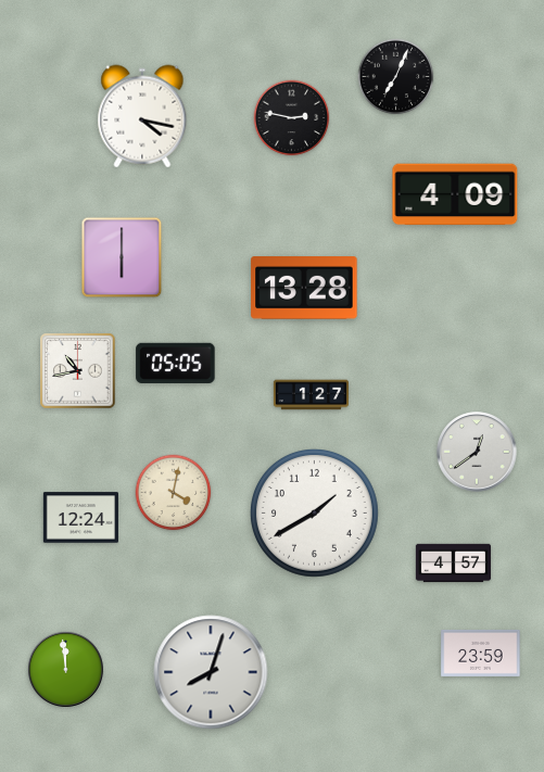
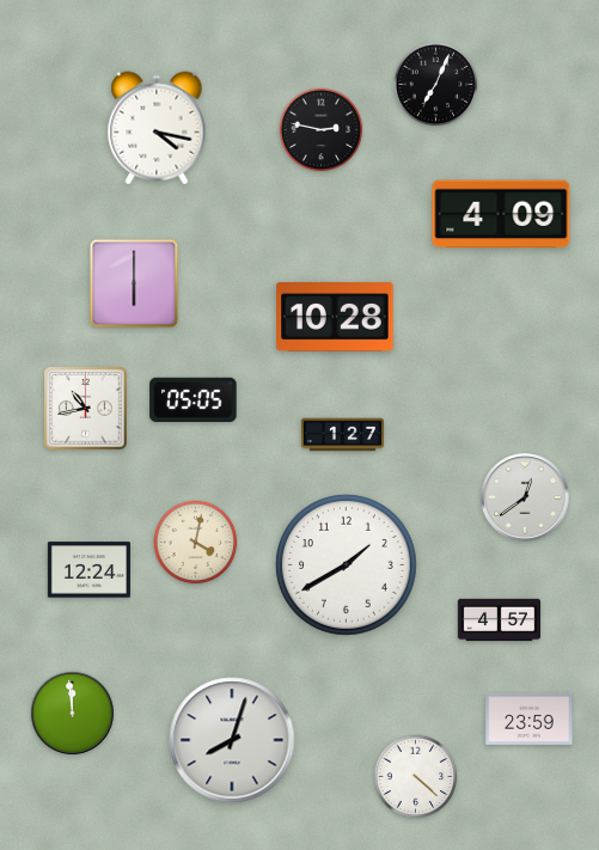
clock at (304, 289): 13:28 -> 10:28
clock at (174, 493) position: (174, 493) -> (196, 543)
clock at (65, 669) position: (65, 669) -> (72, 713)
clock at (416, 777): none -> 4:22
